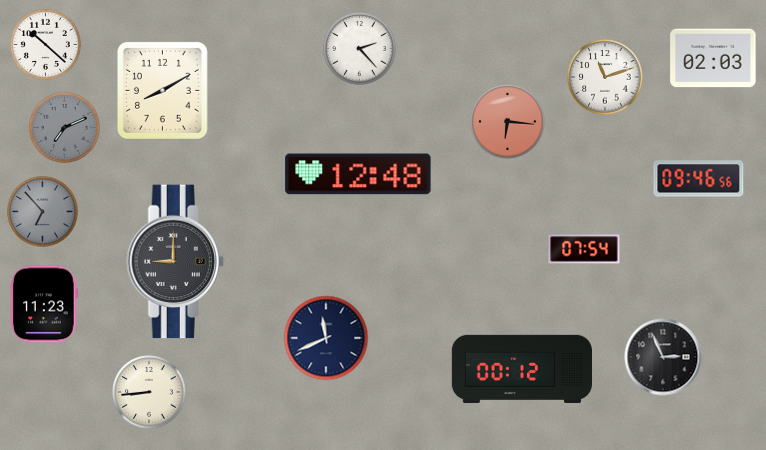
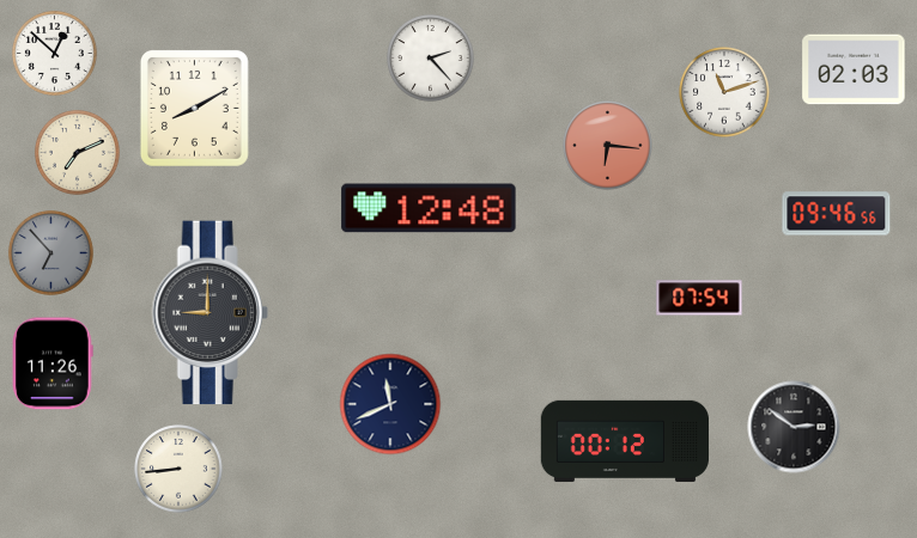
clock at (45, 44): 10:22 -> 12:52
clock at (64, 127) dial: grey -> cream
clock at (45, 304): 11:23 -> 11:26
clock at (663, 357): 2:56 -> 2:51
